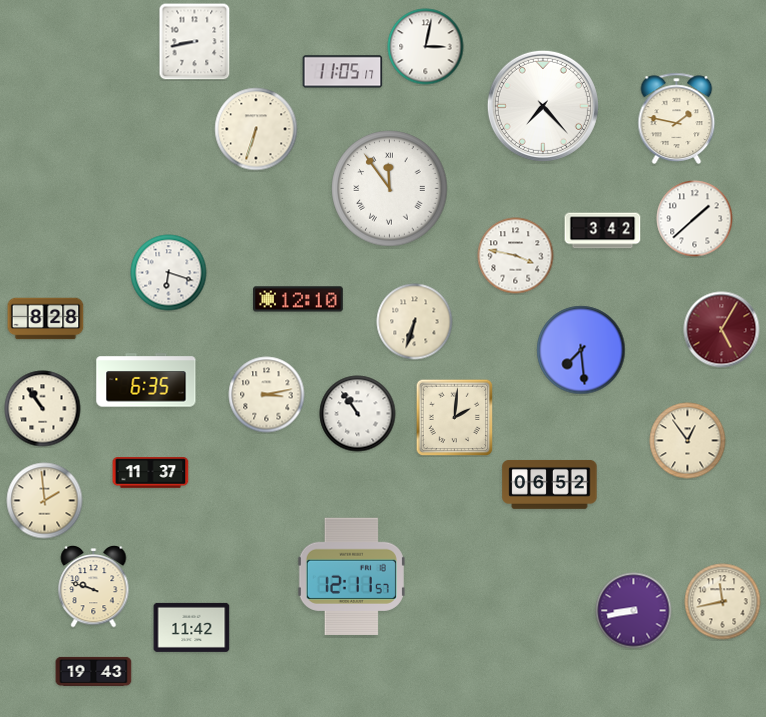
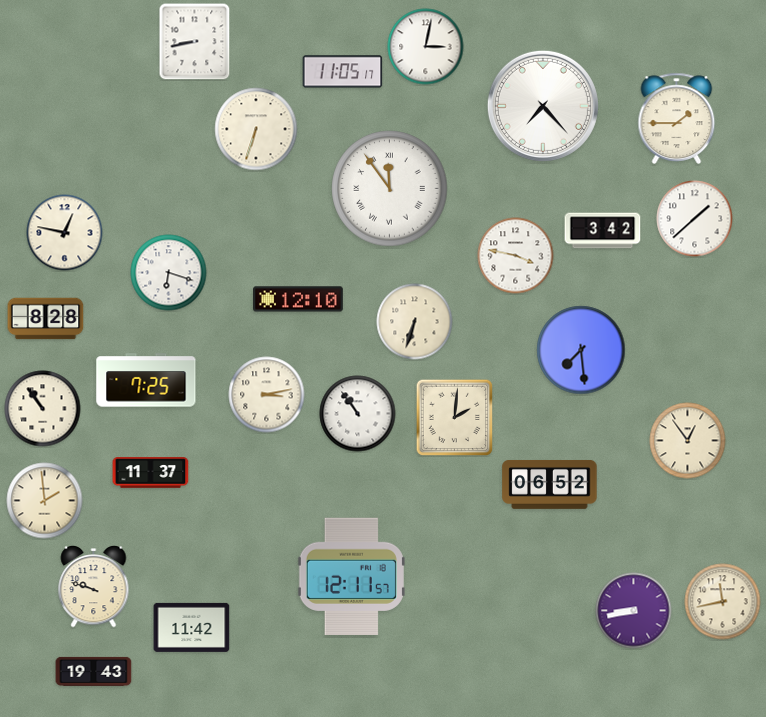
clock at (677, 118): 1:47 -> 1:45
clock at (65, 233): none -> 12:47
clock at (722, 330): 5:05 -> none
clock at (146, 380): 6:35 -> 7:25
